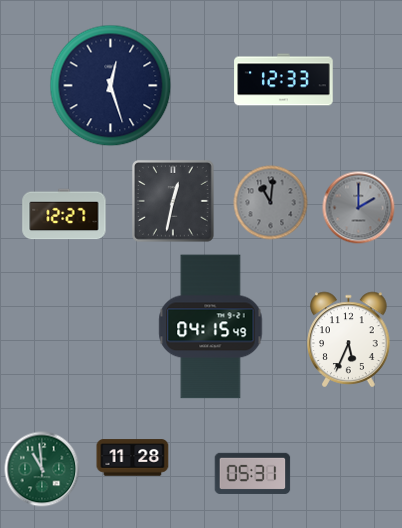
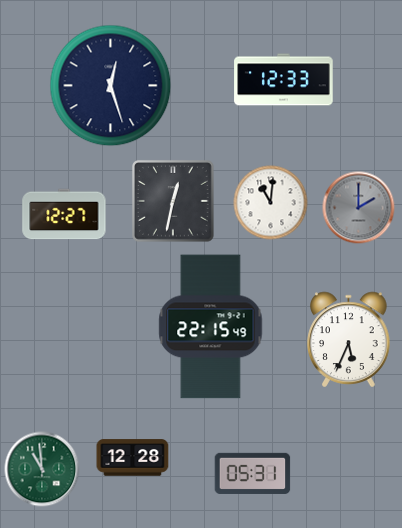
clock at (271, 203) dial: grey -> white
clock at (211, 327): 04:15 -> 22:15
clock at (133, 458): 11:28 -> 12:28
